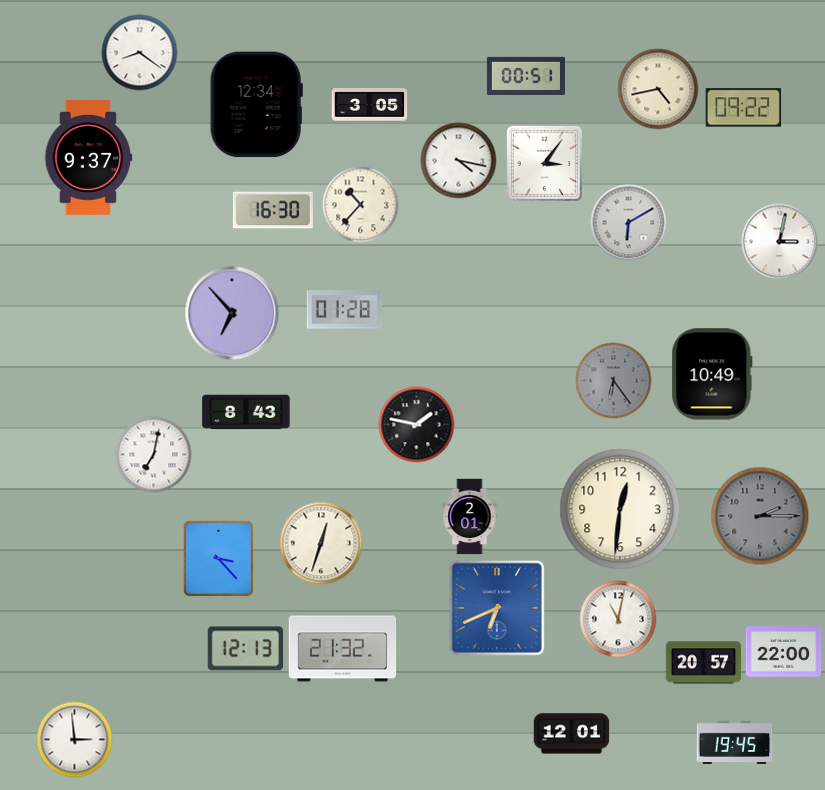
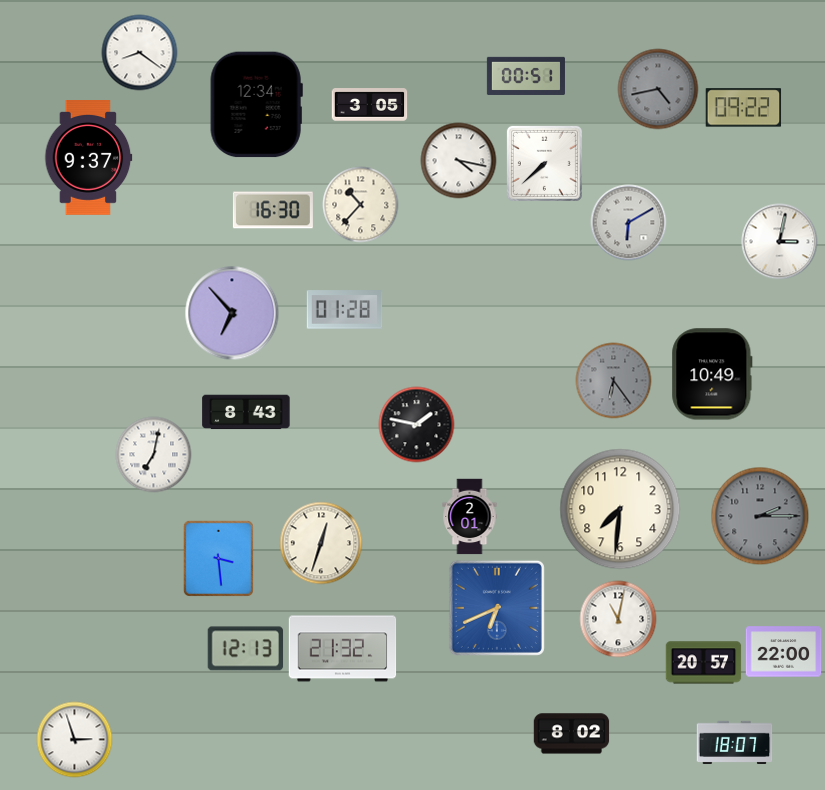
clock at (658, 89) dial: cream -> grey
clock at (544, 163): 3:06 -> 7:38
clock at (620, 509): 12:31 -> 7:31
clock at (218, 558): 3:23 -> 3:29
clock at (572, 734): 12:01 -> 8:02
clock at (75, 740): 2:59 -> 2:57
clock at (735, 742): 19:45 -> 18:07
